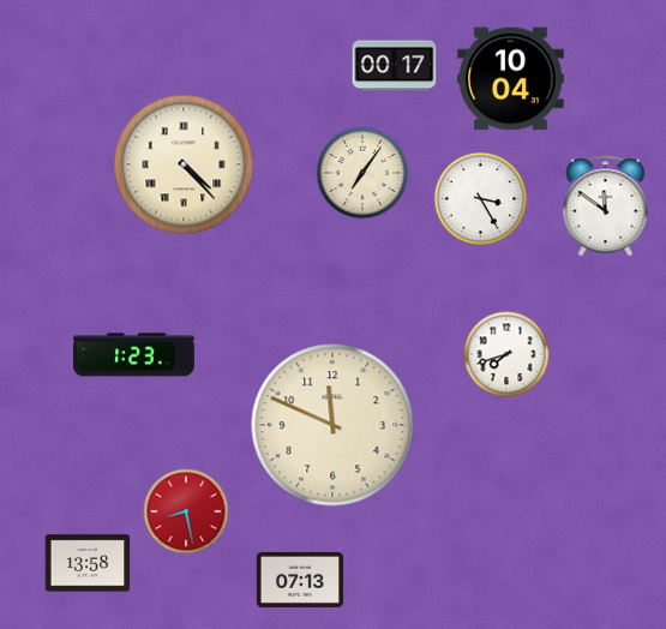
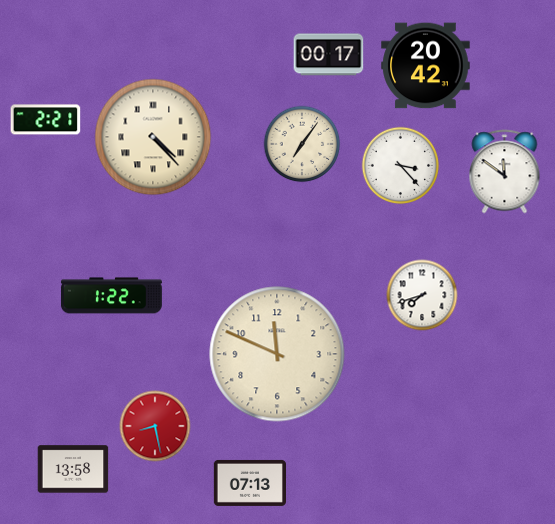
clock at (511, 79): 10:04 -> 20:42
clock at (46, 120): none -> 2:21
clock at (481, 199): 3:25 -> 3:23
clock at (134, 355): 1:23 -> 1:22
